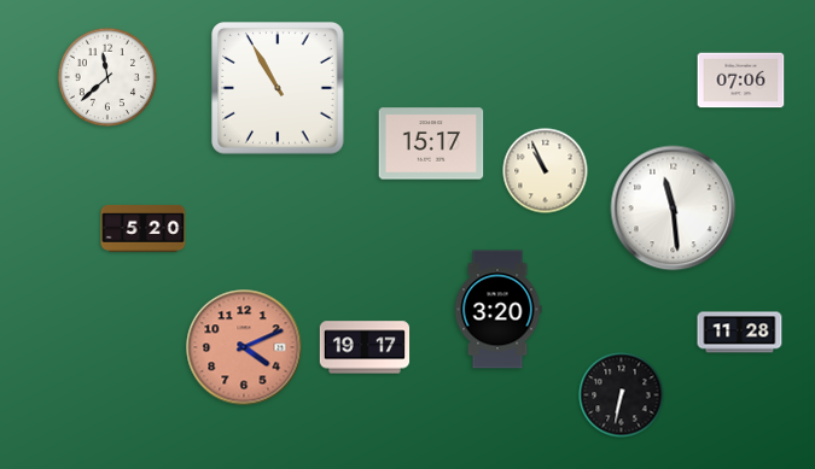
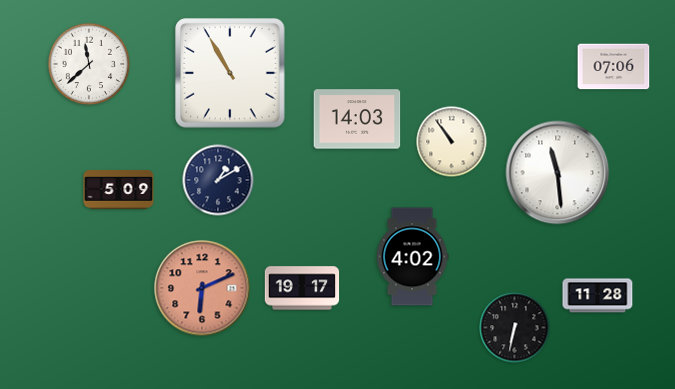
clock at (431, 143): 15:17 -> 14:03
clock at (546, 171): 10:56 -> 10:54
clock at (218, 180): none -> 1:10
clock at (144, 228): 5:20 -> 5:09
clock at (497, 310): 3:20 -> 4:02
clock at (740, 333) position: (740, 333) -> (598, 296)
clock at (244, 347): 4:11 -> 6:11
